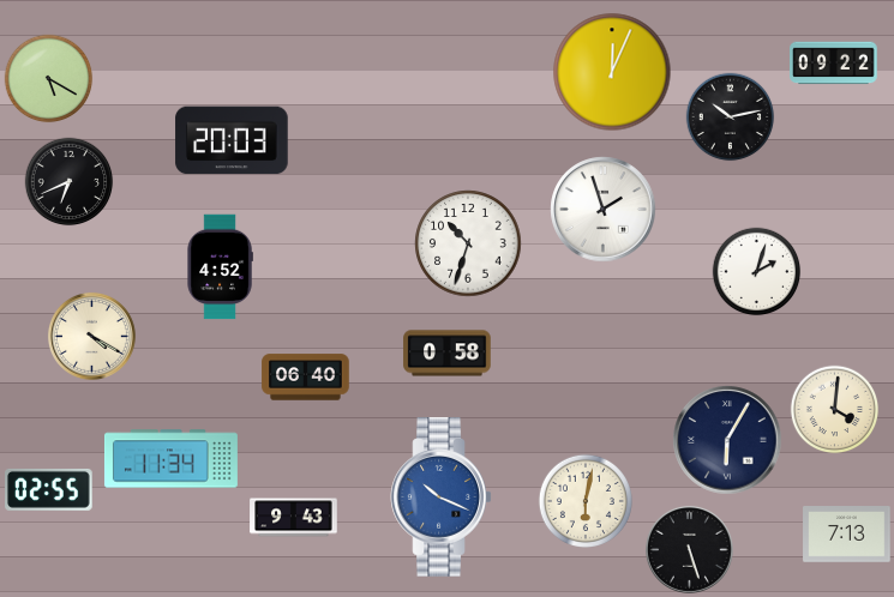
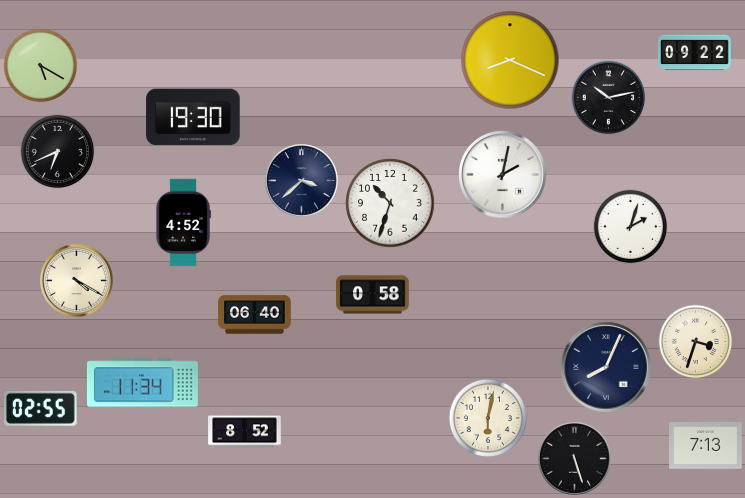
clock at (612, 72): 12:04 -> 8:19
clock at (232, 140): 20:03 -> 19:30
clock at (604, 210): 1:57 -> 2:02
clock at (301, 180): none -> 3:38
clock at (835, 410): 4:01 -> 3:33
clock at (727, 440): 6:05 -> 8:04
clock at (442, 497): 10:19 -> none
clock at (294, 518): 9:43 -> 8:52
